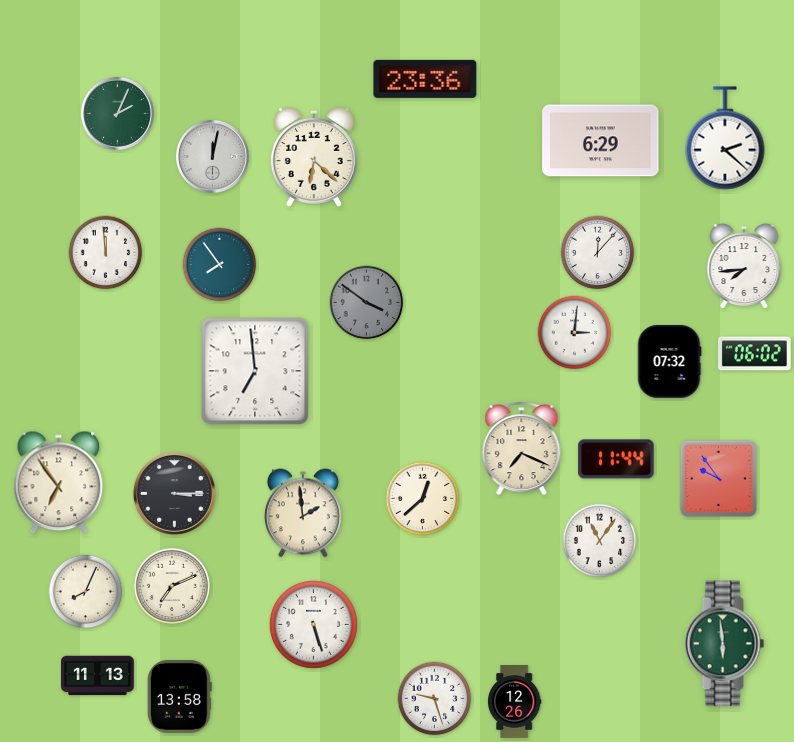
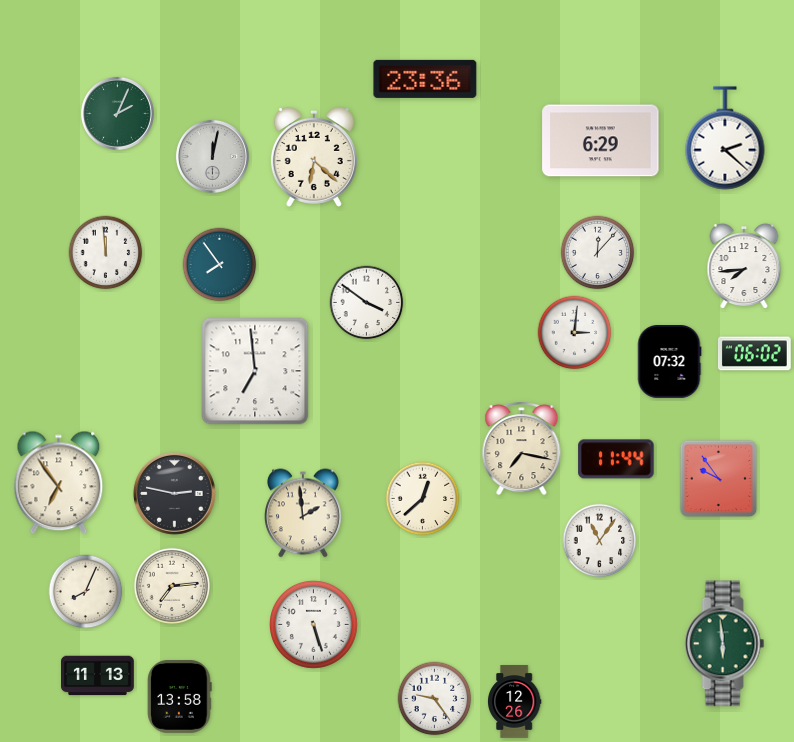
clock at (367, 303) dial: grey -> white
clock at (522, 448): 7:19 -> 7:17
clock at (174, 493): 3:15 -> 2:47
clock at (172, 586): 7:11 -> 7:14
clock at (435, 699): 9:27 -> 9:24
